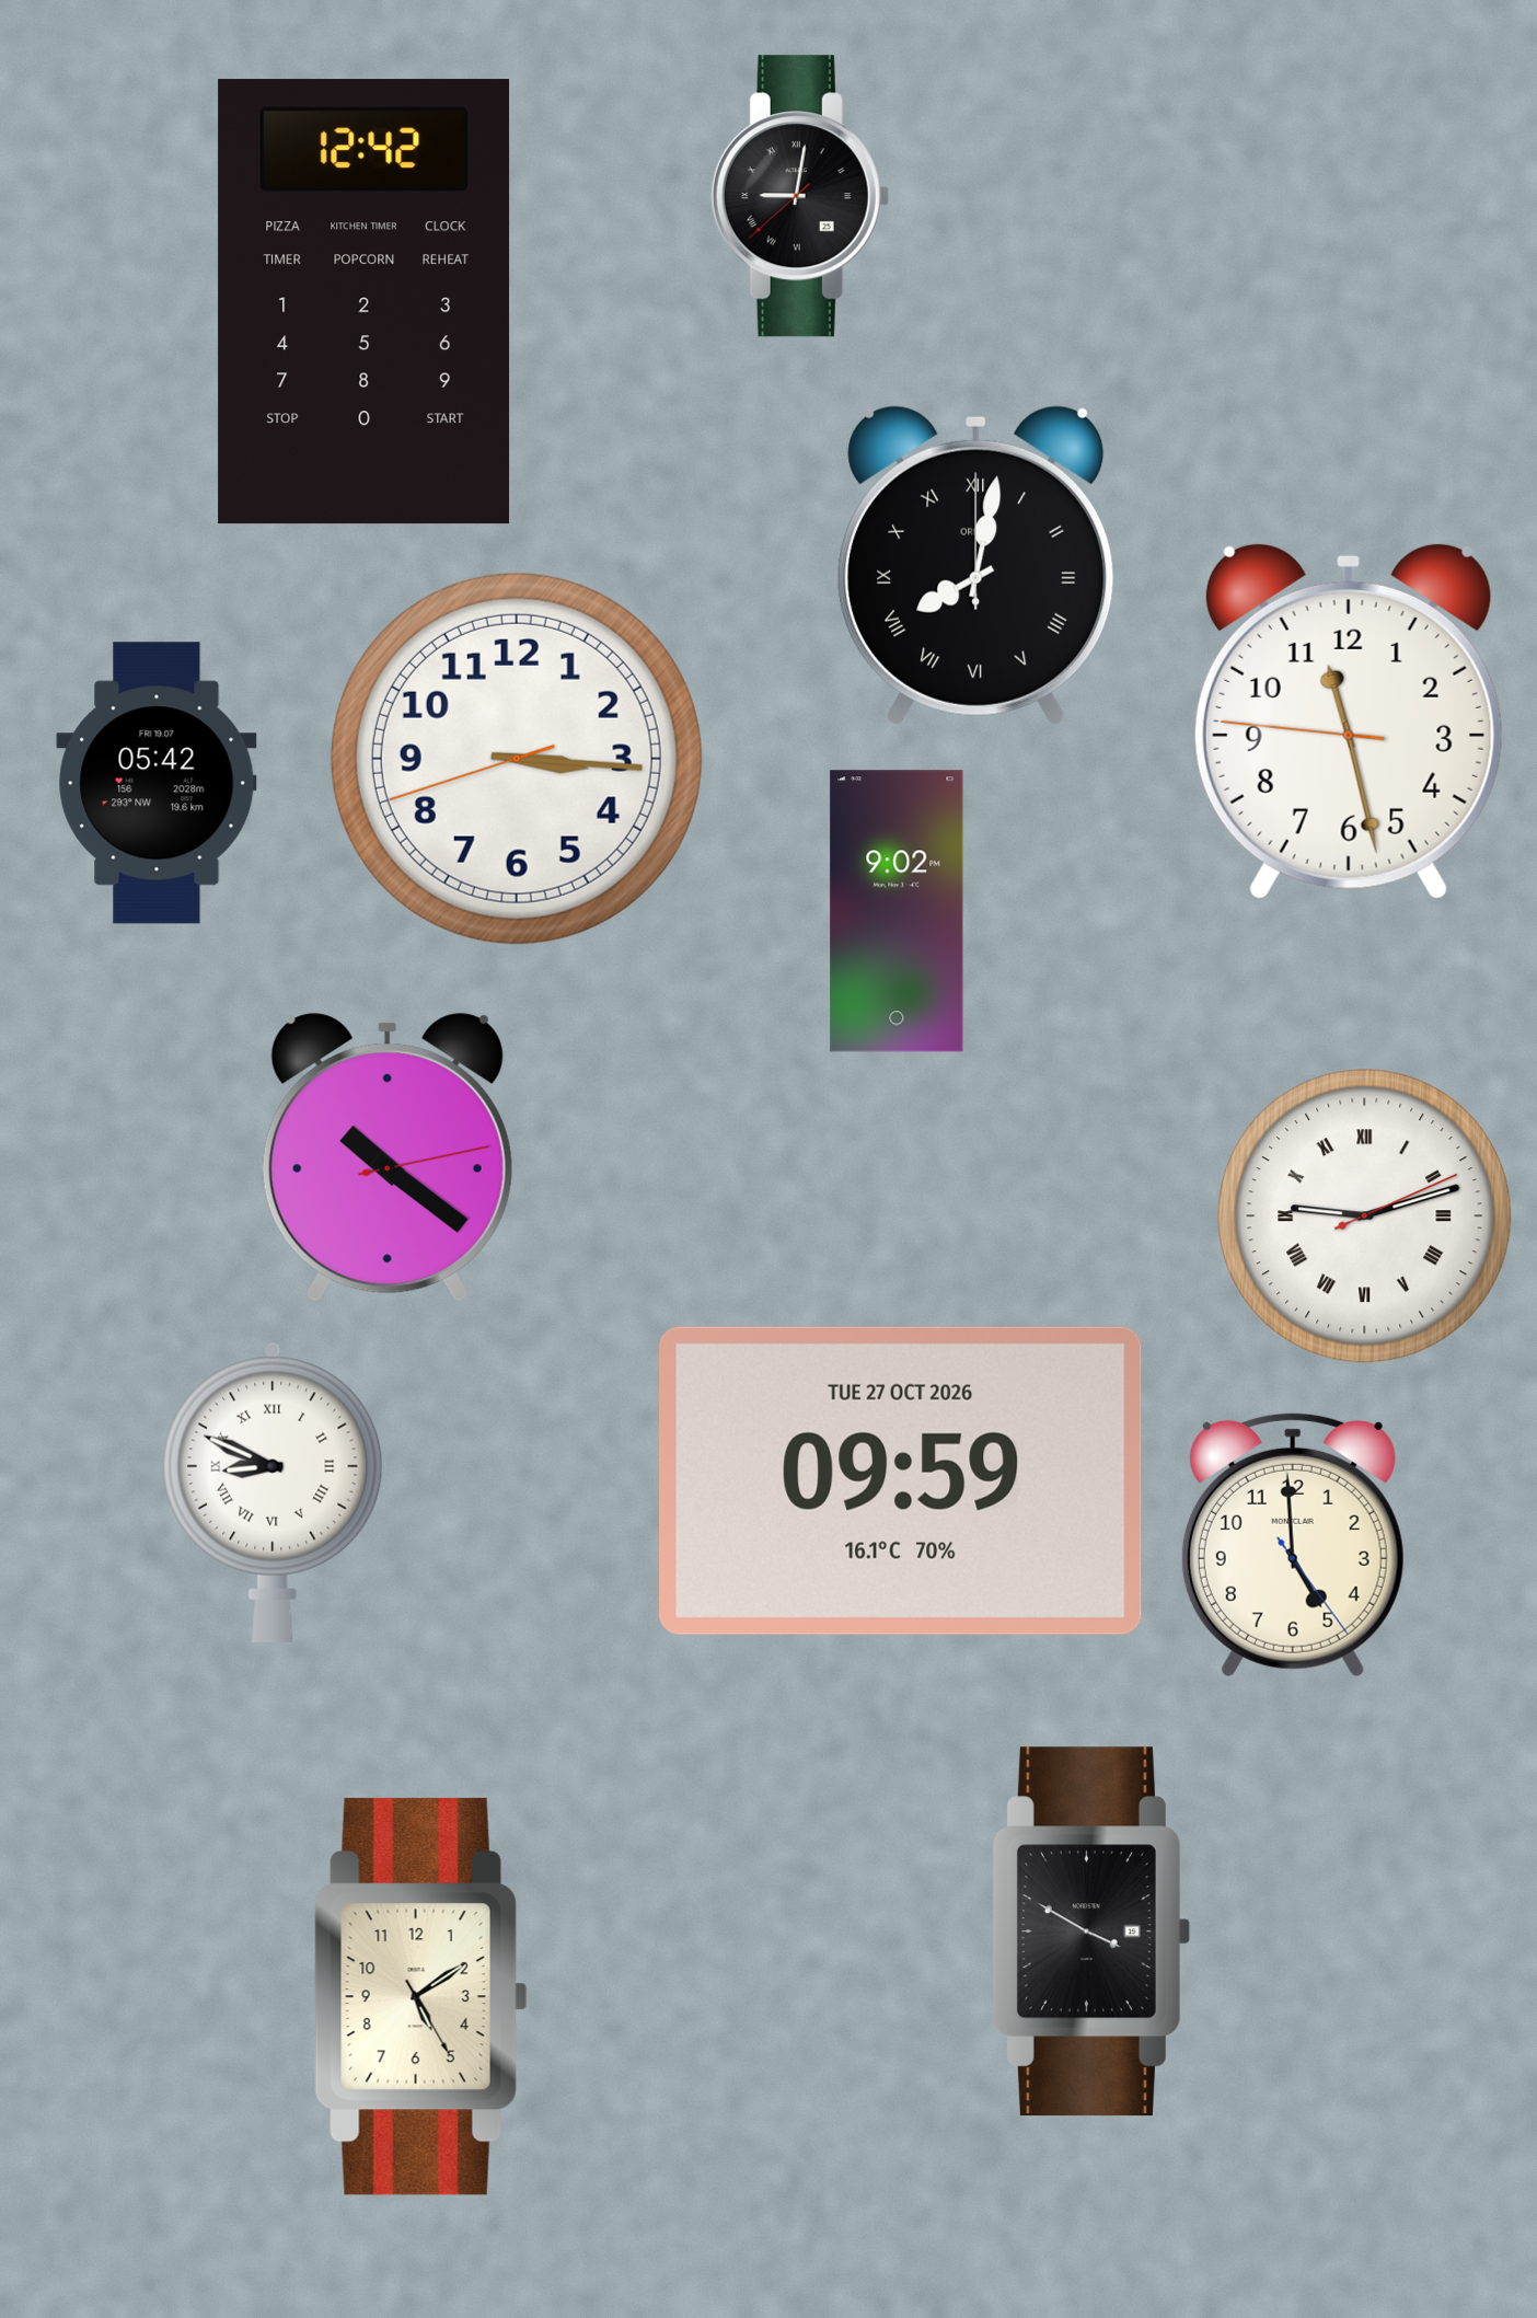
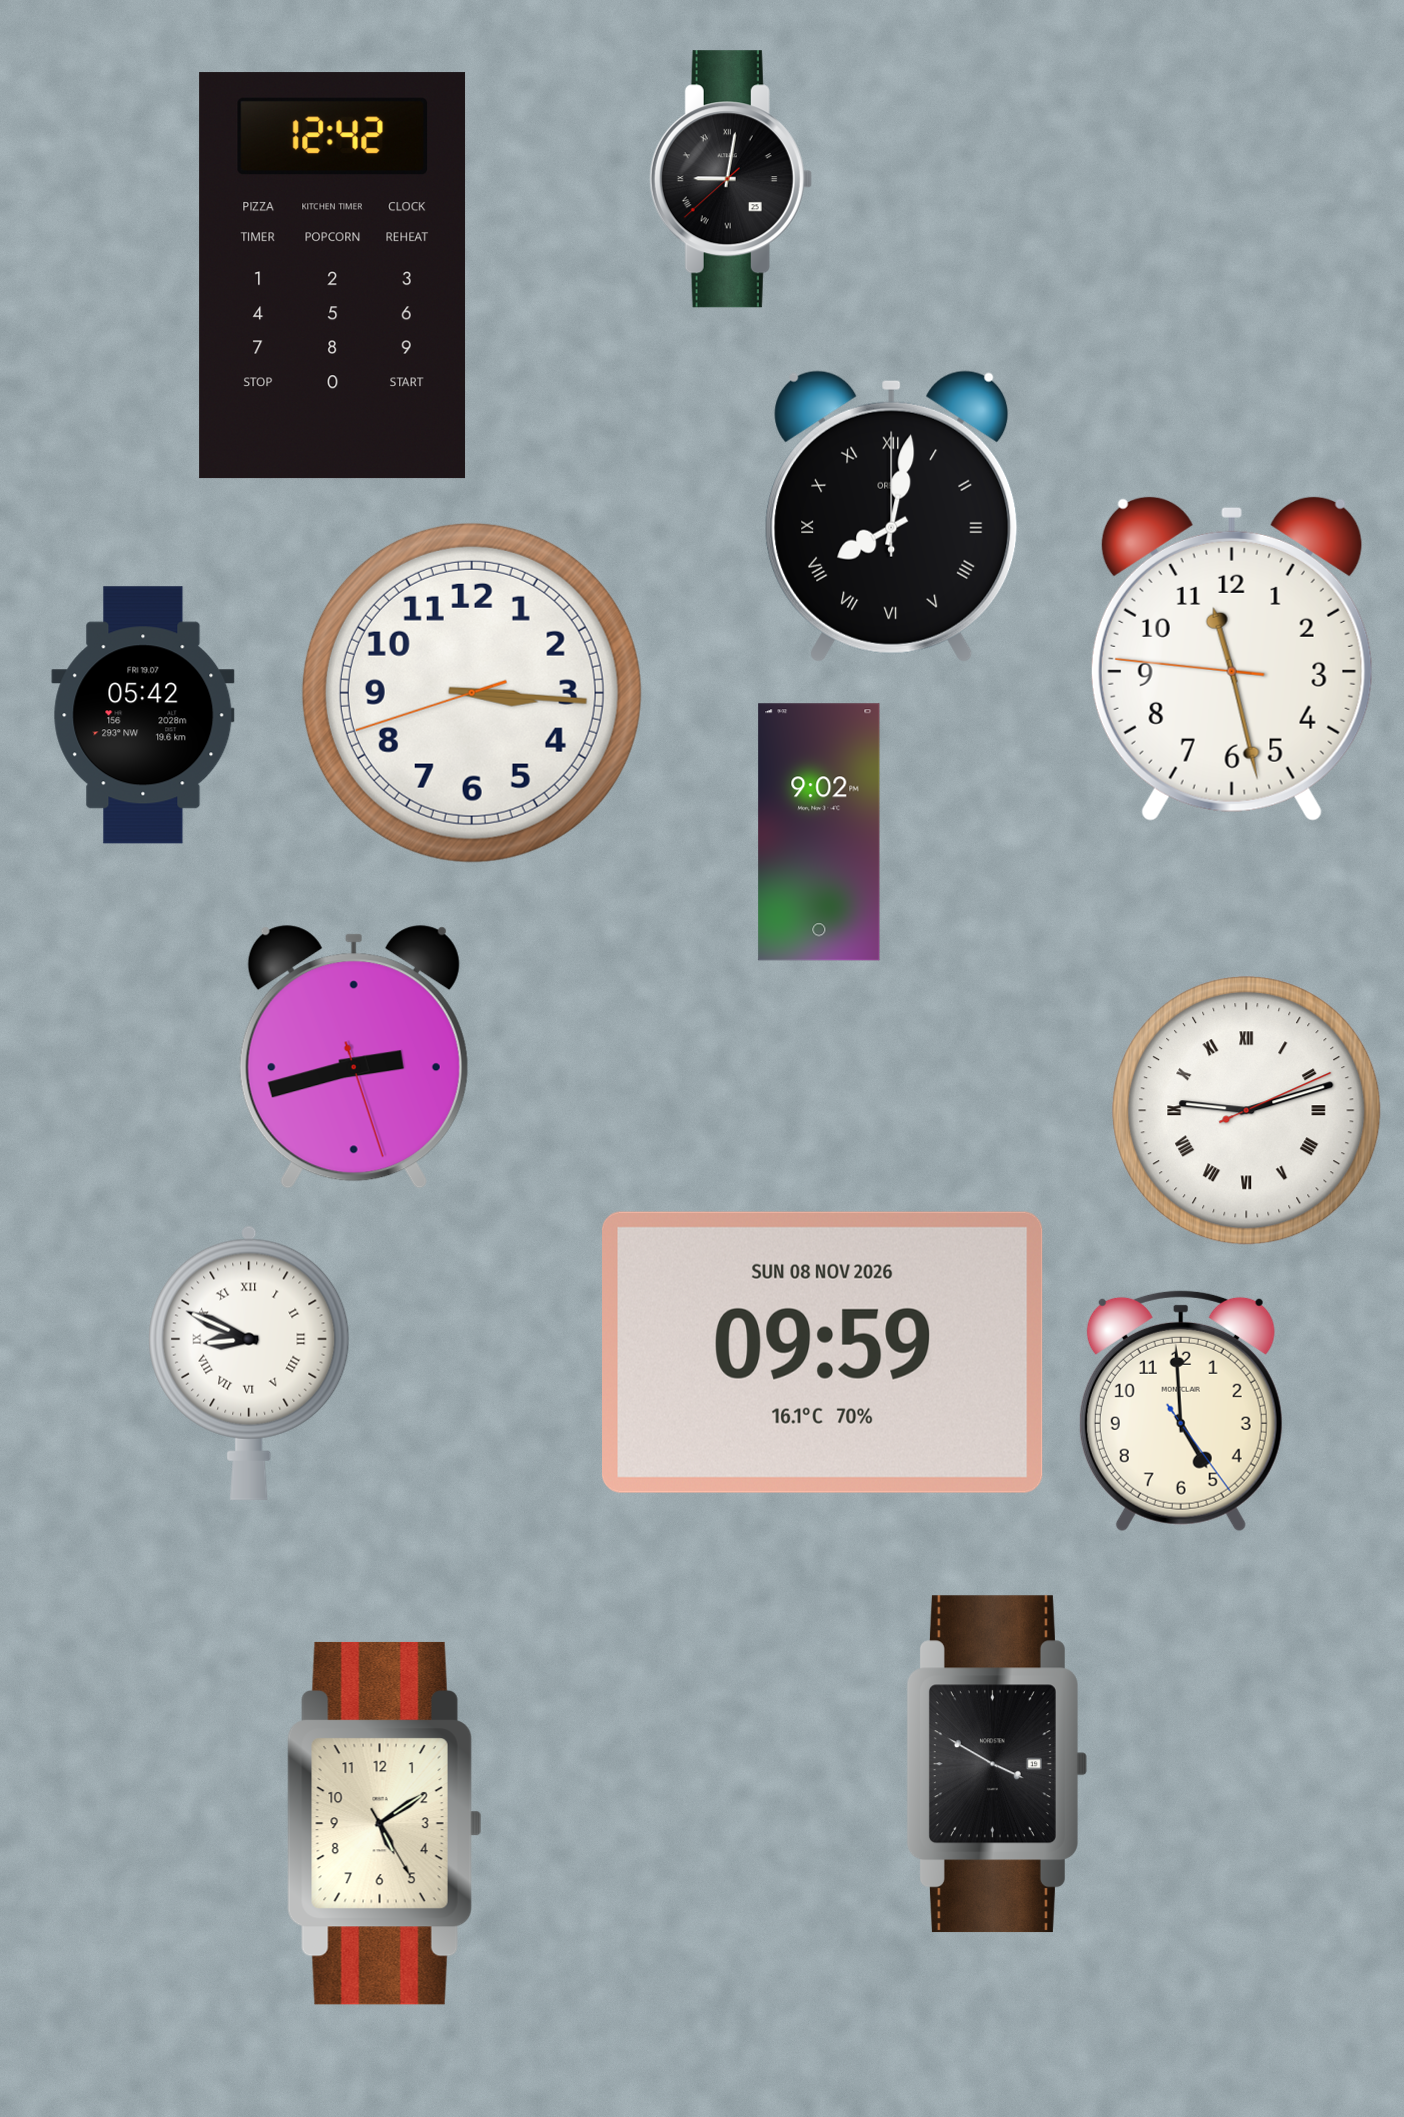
clock at (388, 1157): 10:21 -> 2:42
clock at (901, 1480) date: TUE 27 OCT 2026 -> SUN 08 NOV 2026
